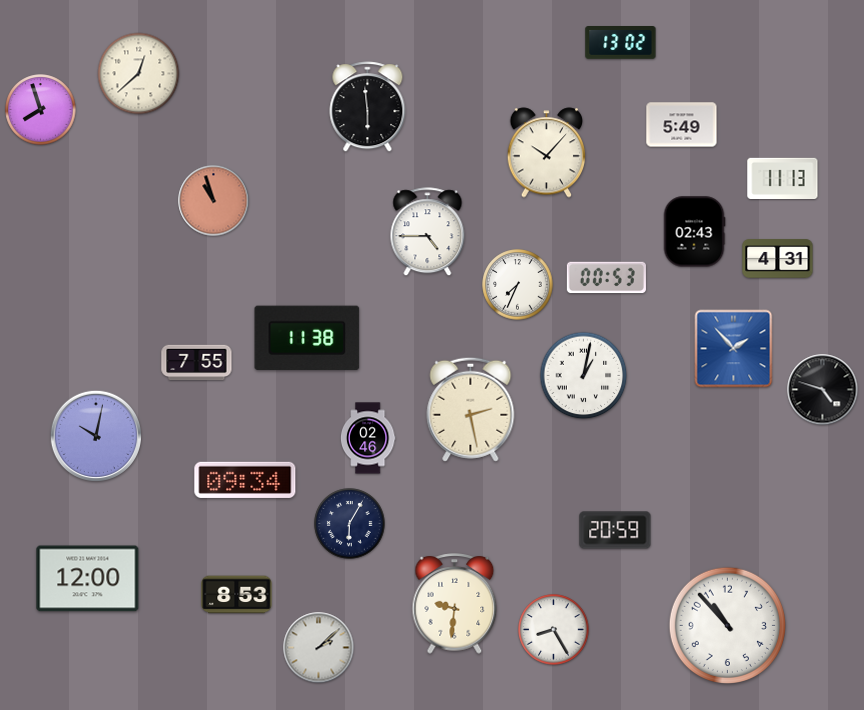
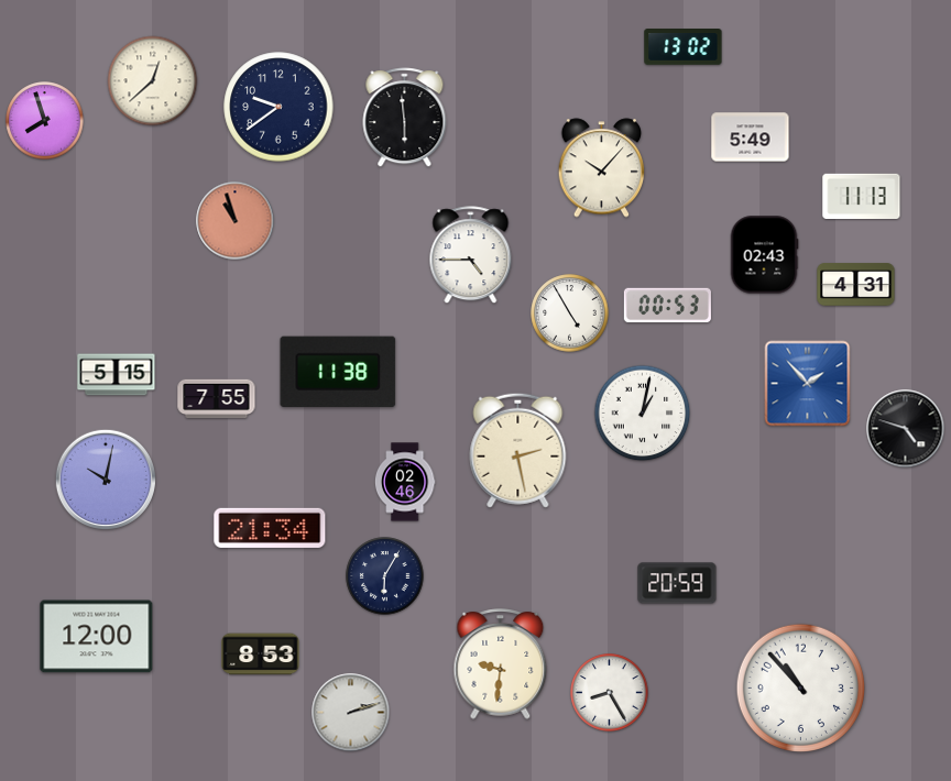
clock at (278, 107): none -> 9:39
clock at (518, 285): 7:34 -> 4:55
clock at (117, 375): none -> 5:15
clock at (245, 480): 09:34 -> 21:34
clock at (319, 648): 2:08 -> 2:12
